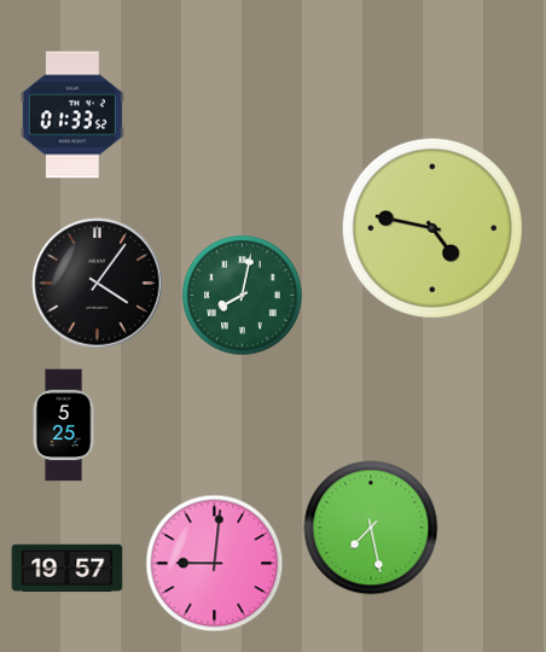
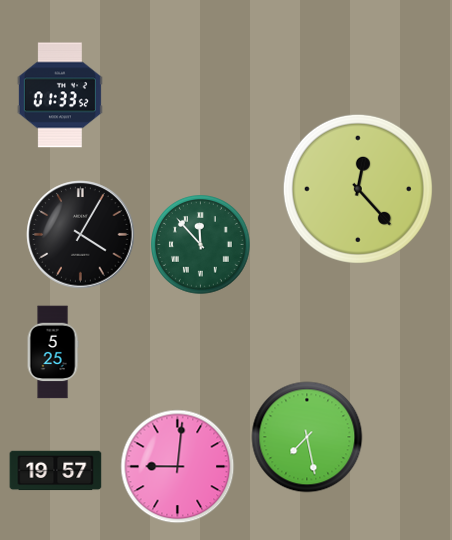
clock at (432, 228): 4:47 -> 12:23
clock at (98, 284): 4:06 -> 4:05
clock at (243, 296): 8:02 -> 11:53
